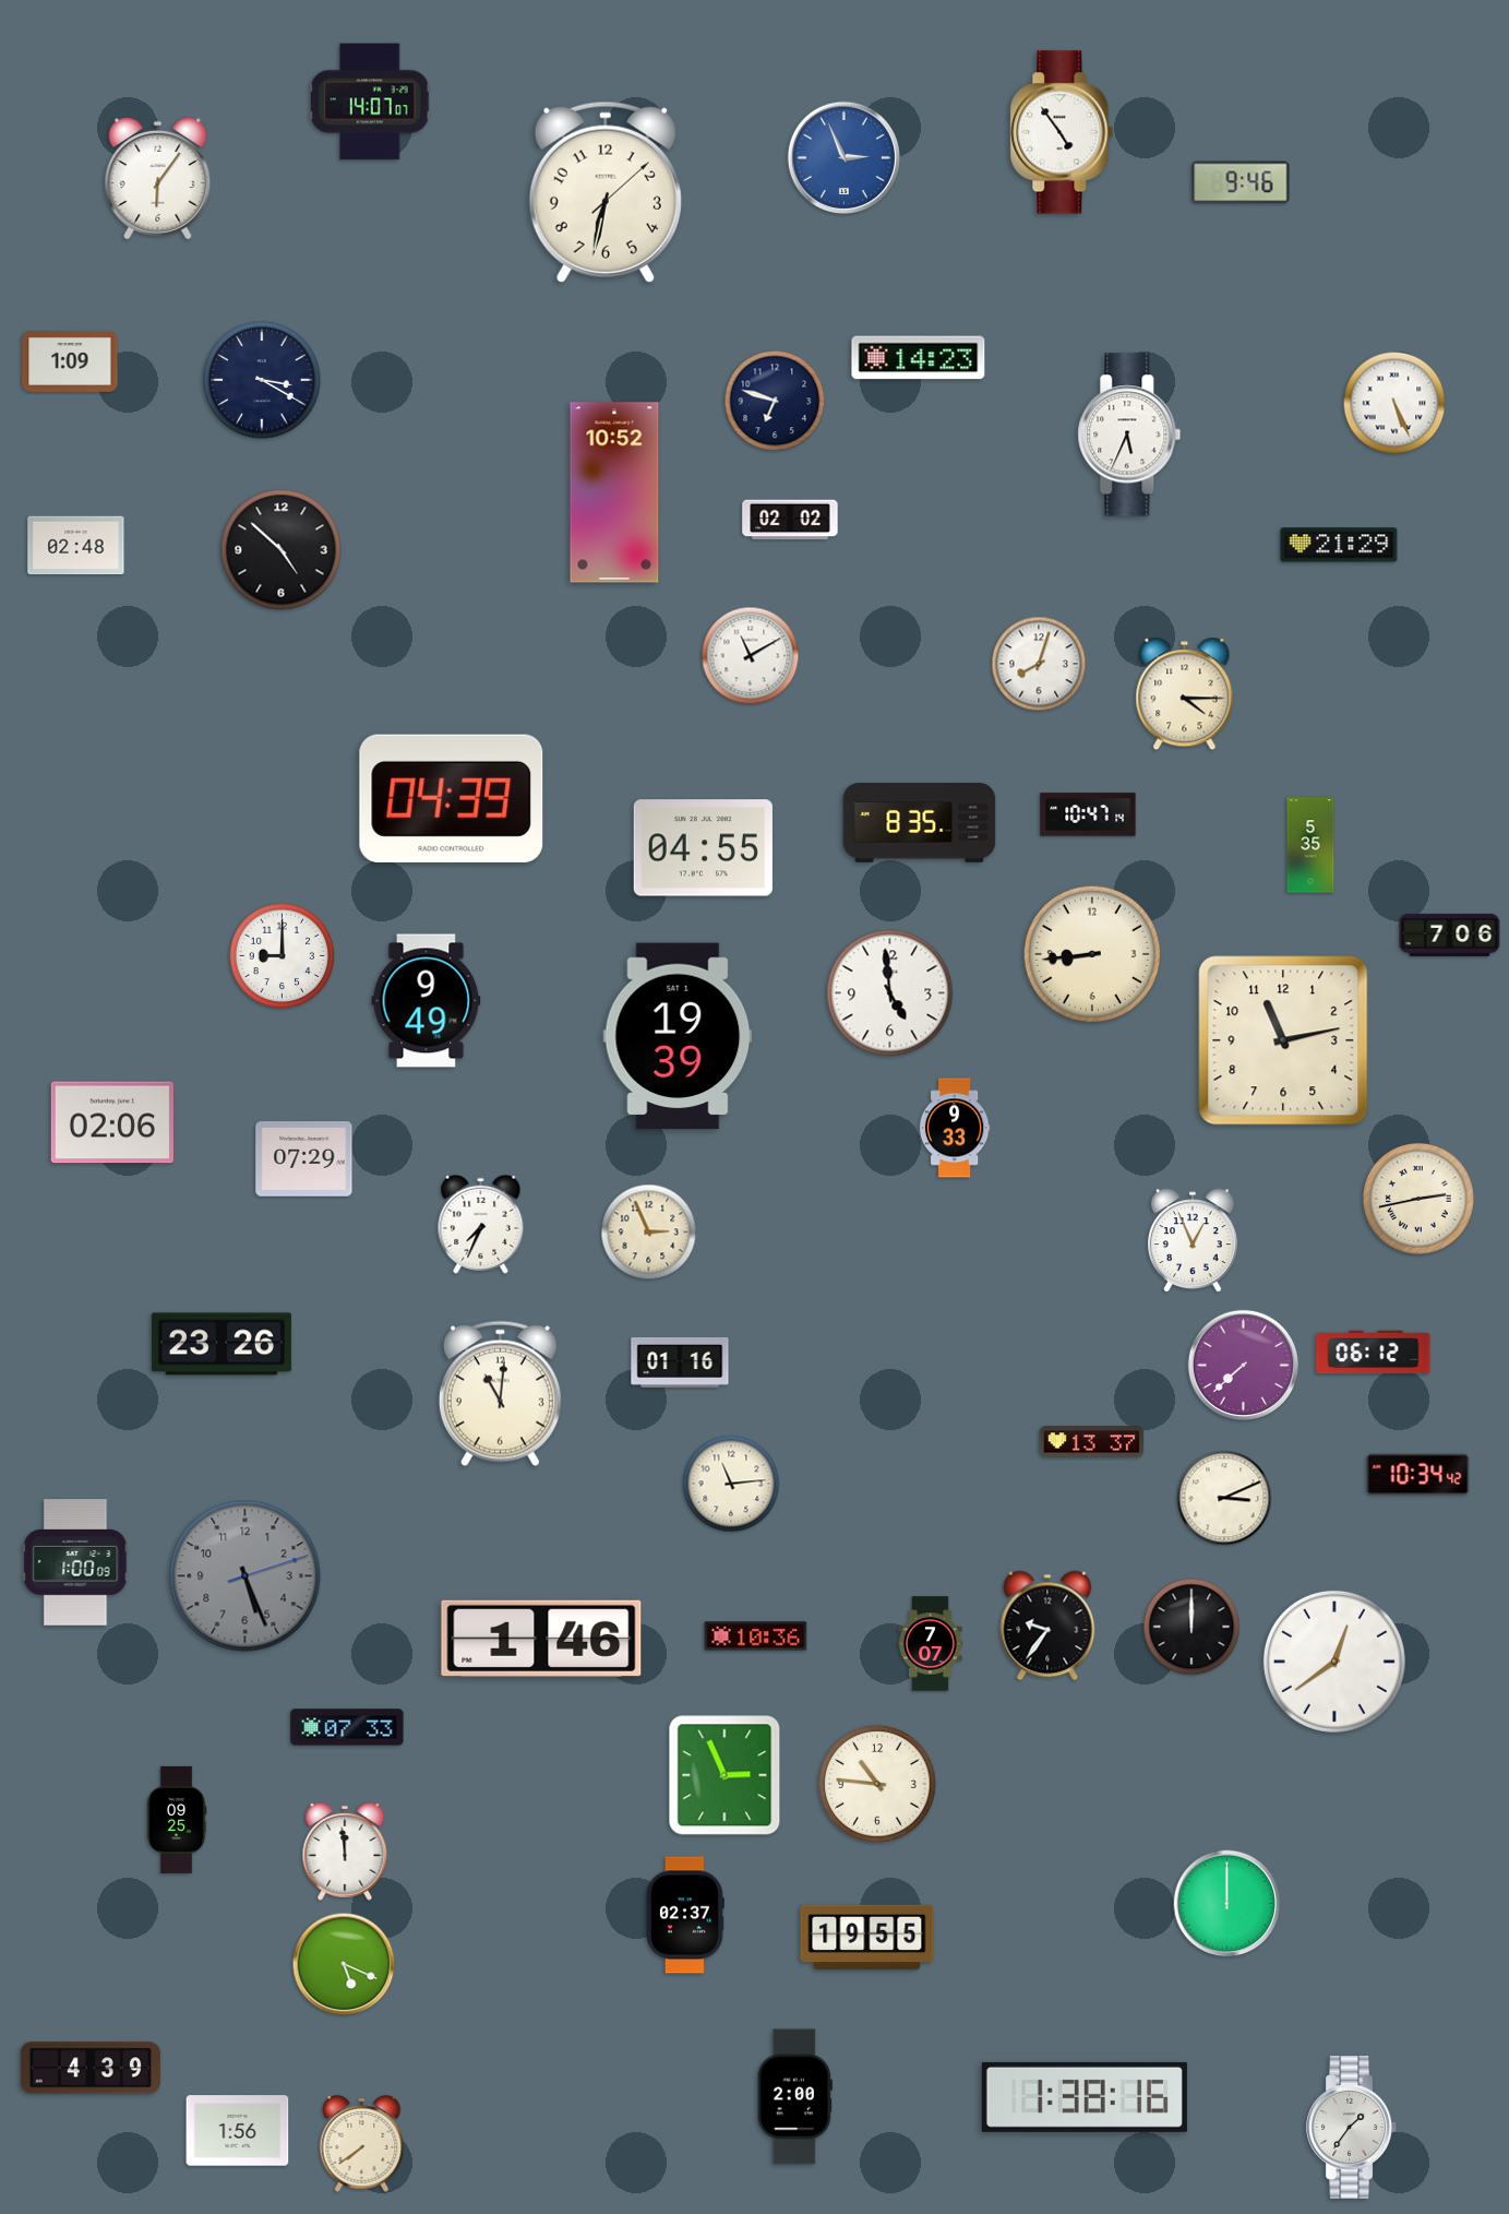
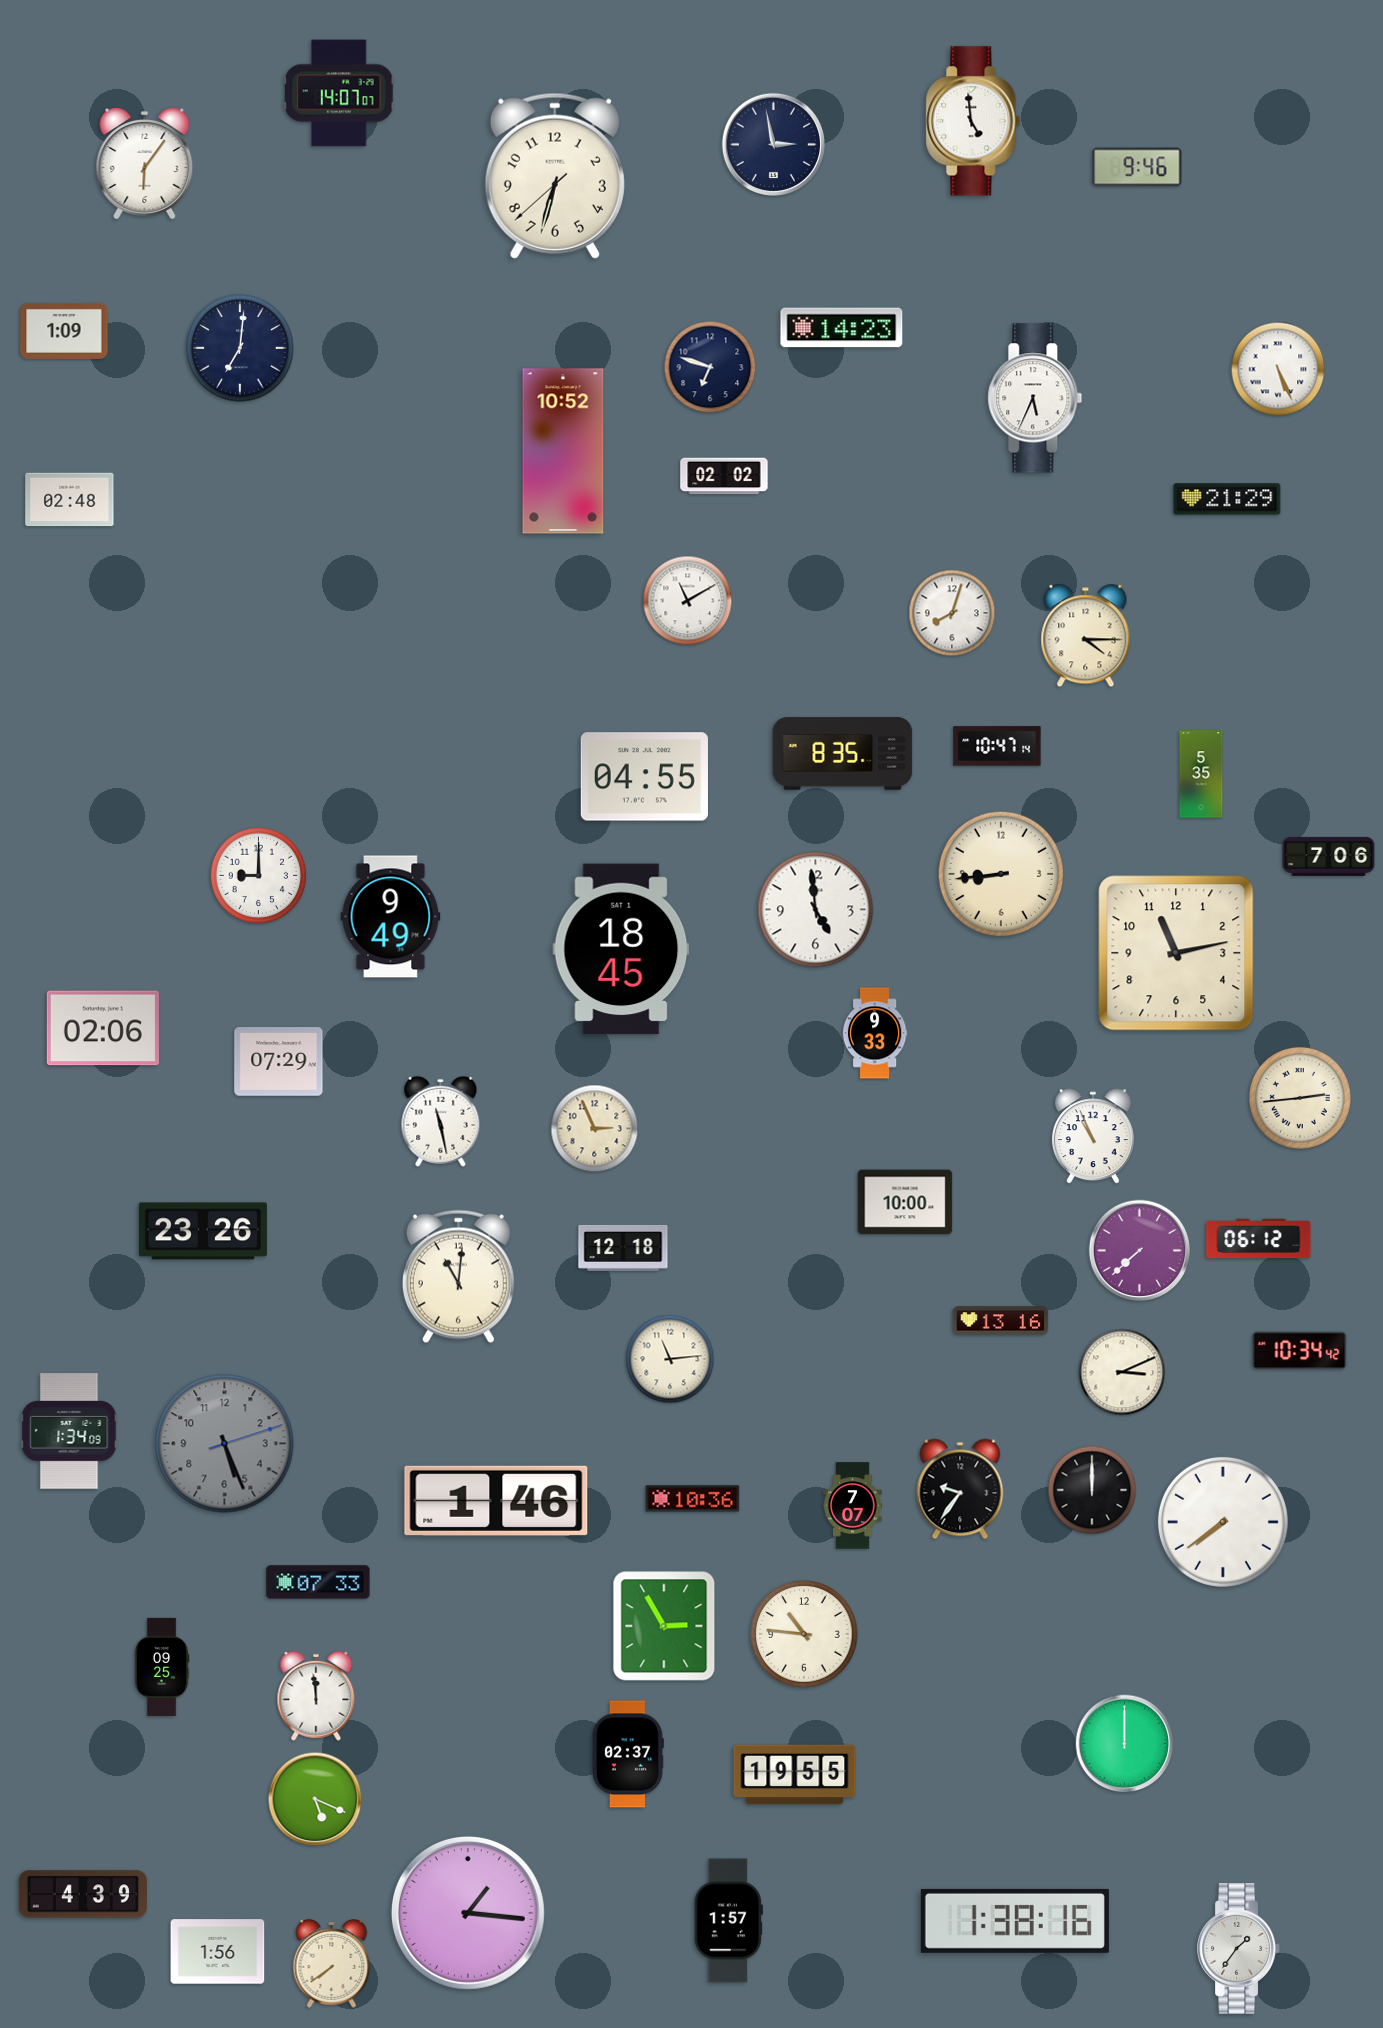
clock at (1062, 132): 4:54 -> 4:59
clock at (843, 157): 2:56 -> 2:58
clock at (843, 157) dial: blue -> navy
clock at (606, 192): 6:32:08 -> 6:32:38
clock at (262, 380): 3:20 -> 7:01
clock at (282, 550): 4:52 -> none
clock at (1039, 664) position: (1039, 664) -> (952, 613)
clock at (452, 798): 04:39 -> none
clock at (678, 1036): 19:39 -> 18:45
clock at (1418, 1199): 2:43 -> 2:44
clock at (481, 1224): 7:34 -> 11:28
clock at (1193, 1241): 12:56 -> 10:56
clock at (905, 1202): none -> 10:00
clock at (680, 1362): 01:16 -> 12:18
clock at (1092, 1442): 13:37 -> 13:16
clock at (75, 1562): 1:00 -> 1:34
clock at (1334, 1662): 12:39 -> 7:39
clock at (724, 1775): 2:56 -> 2:55
clock at (468, 1913): none -> 1:16
clock at (794, 2097): 2:00 -> 1:57
clock at (1085, 2097) position: (1085, 2097) -> (1015, 1921)
